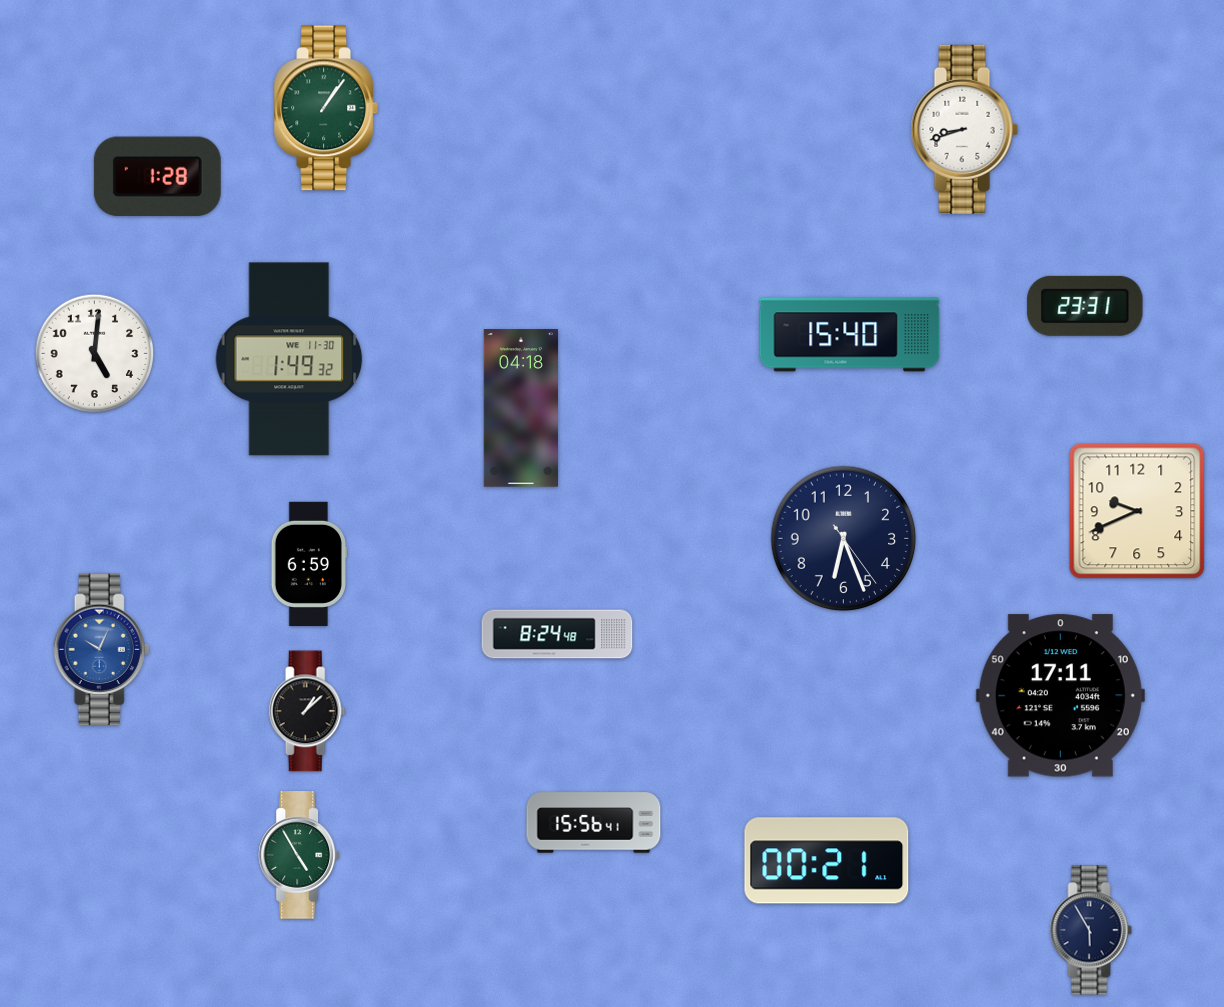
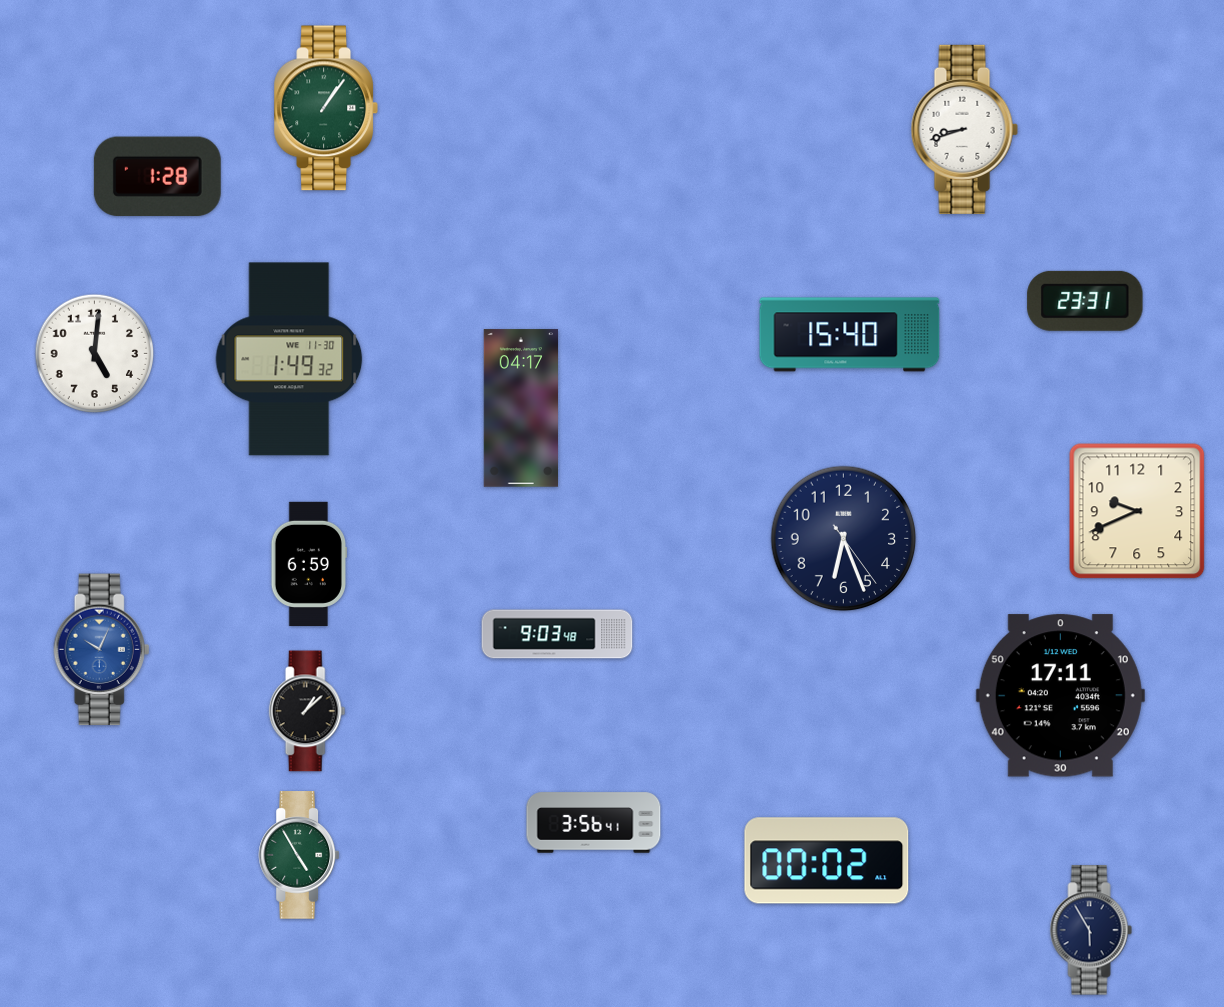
clock at (1085, 306) position: (1085, 306) -> (1085, 301)
clock at (520, 408): 04:18 -> 04:17
clock at (557, 634): 8:24 -> 9:03
clock at (594, 823): 15:56 -> 3:56
clock at (827, 861): 00:21 -> 00:02
